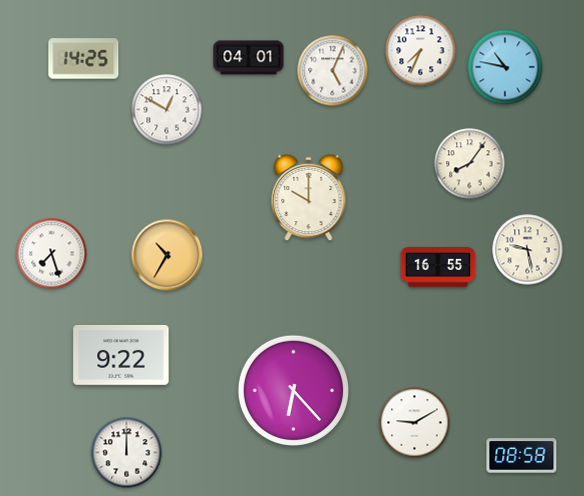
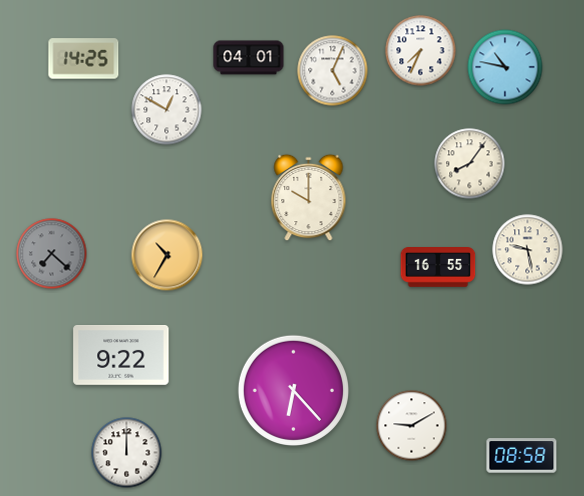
clock at (52, 254): 7:27 -> 7:22
clock at (52, 254) dial: white -> grey
clock at (415, 423) position: (415, 423) -> (412, 426)
